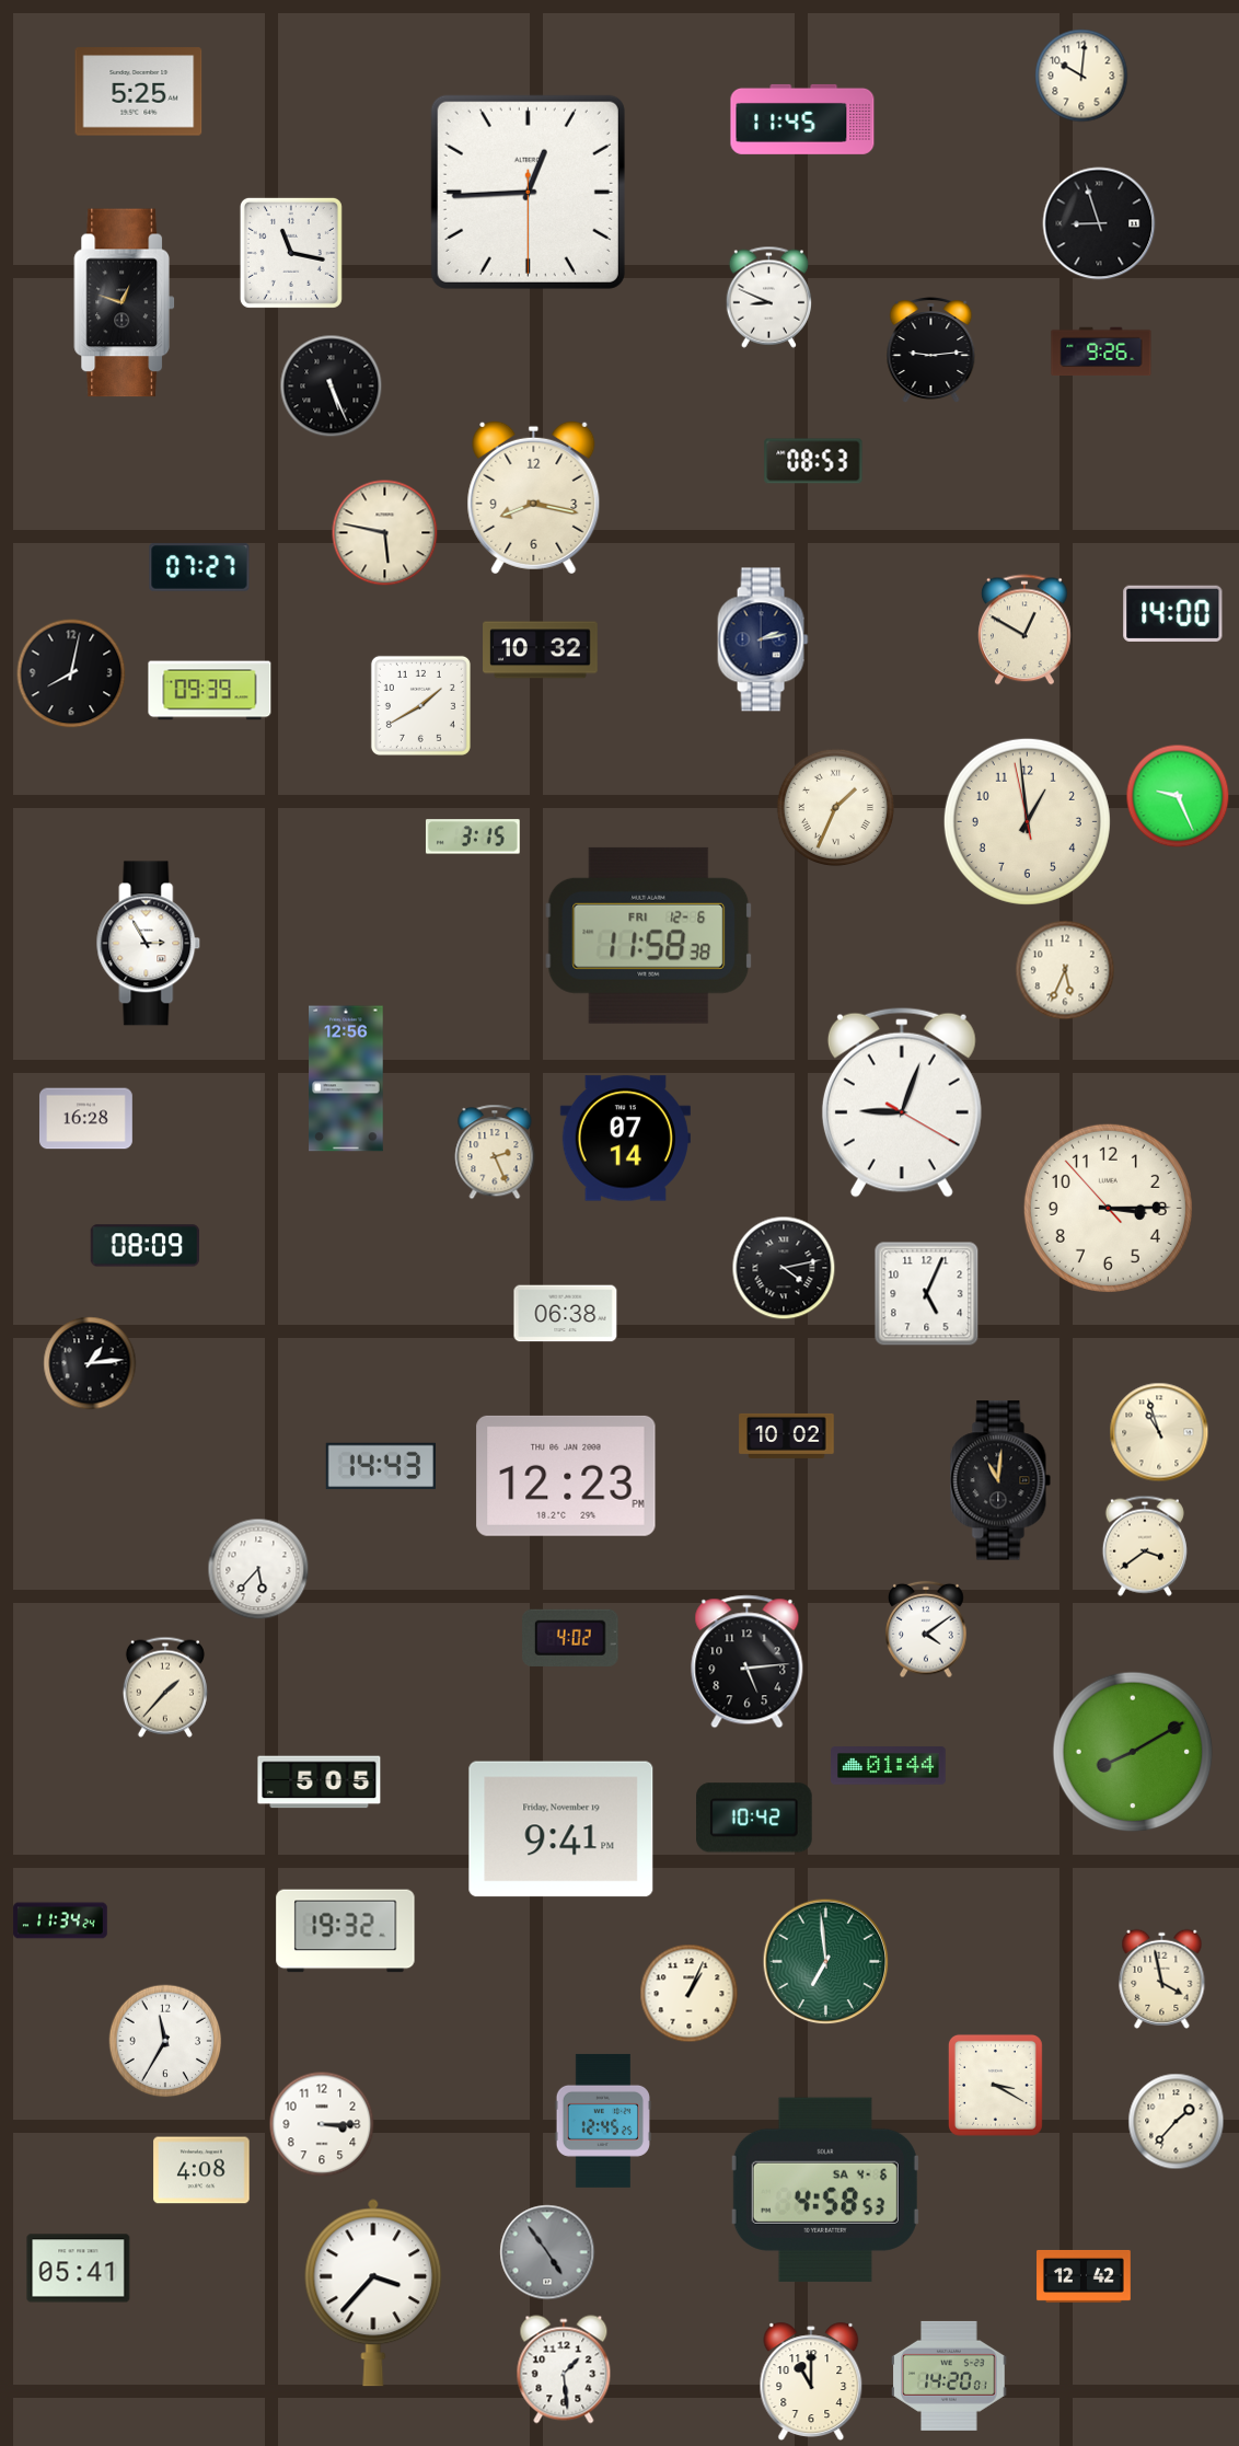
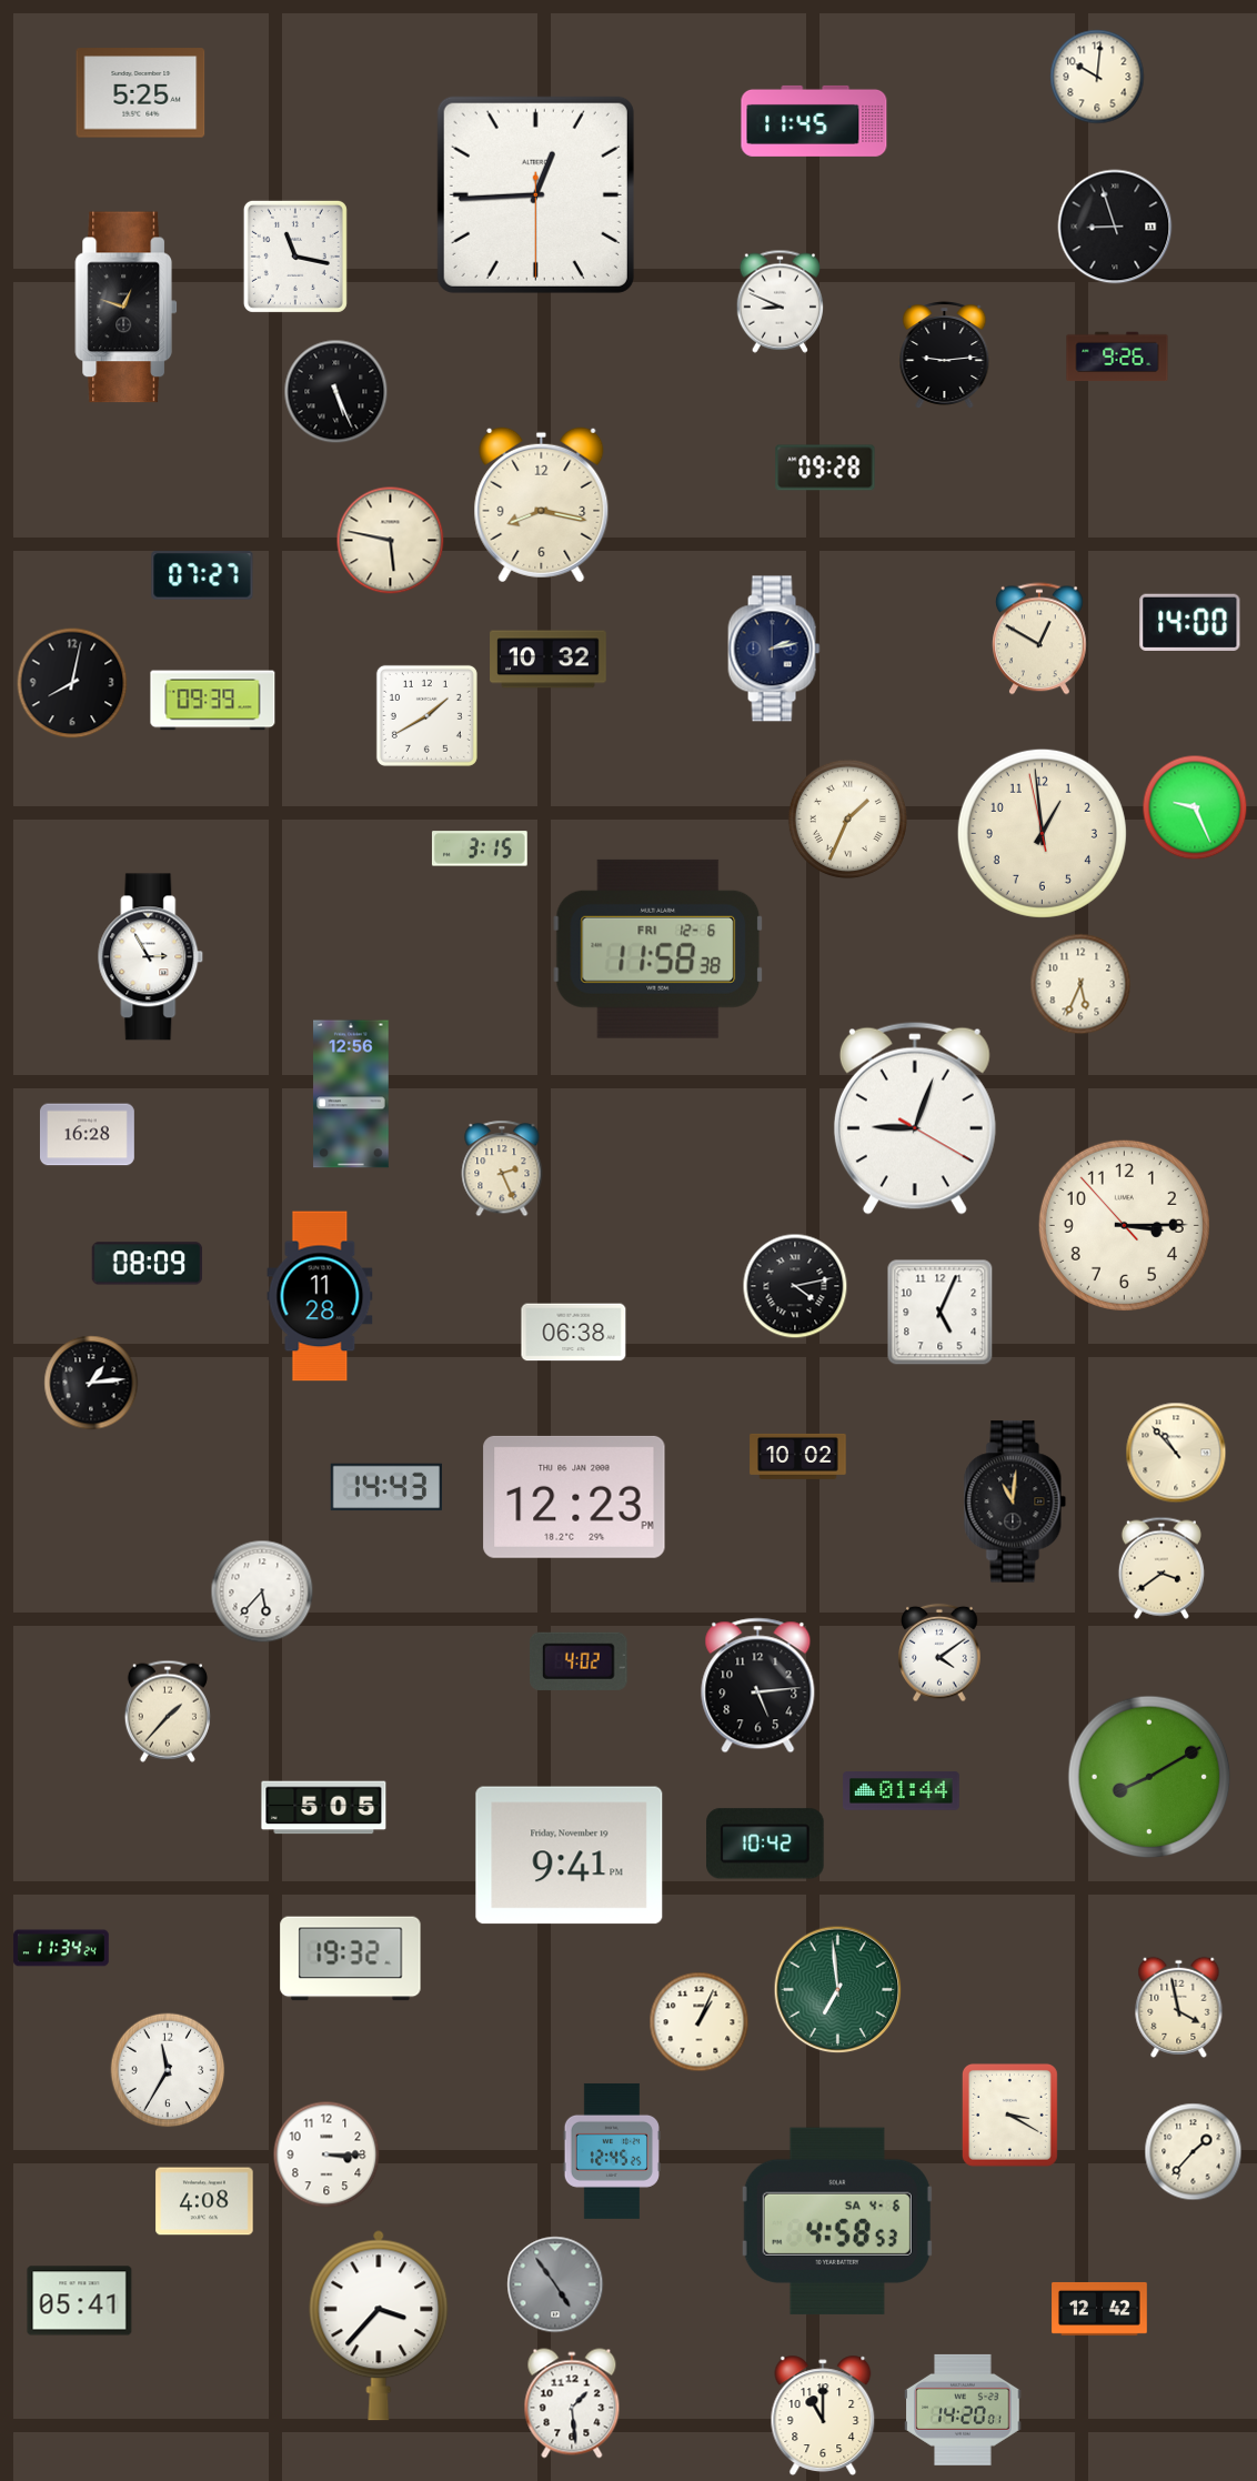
clock at (813, 461): 08:53 -> 09:28
clock at (625, 1139): 07:14 -> none
clock at (320, 1296): none -> 11:28
clock at (1159, 1432): 10:57 -> 10:53
